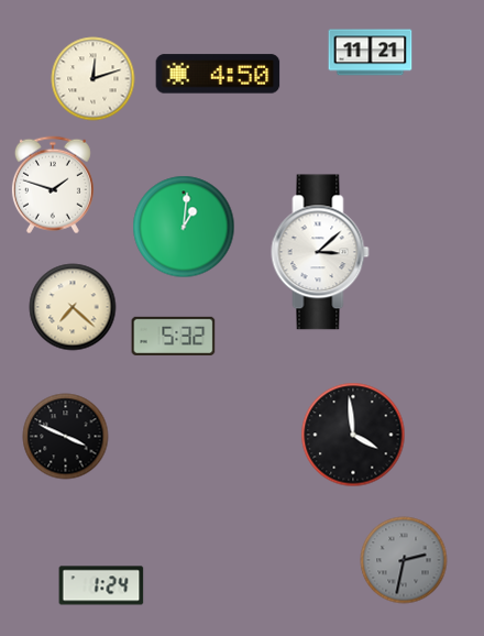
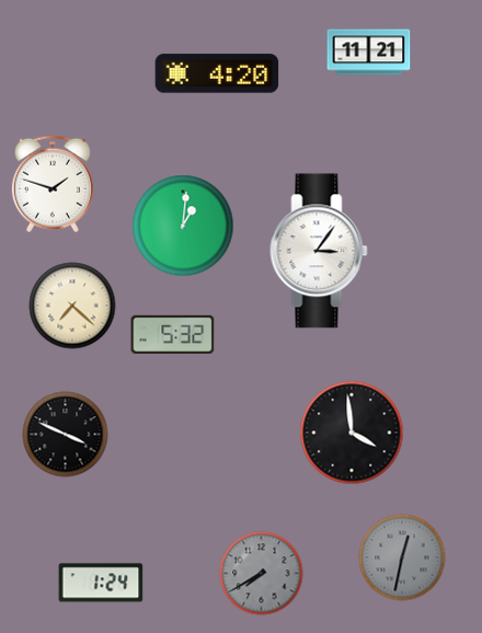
clock at (218, 74): 4:50 -> 4:20
clock at (94, 79): 12:12 -> none
clock at (320, 252): 3:08 -> 3:06
clock at (404, 560): 2:32 -> 12:32
clock at (262, 574): none -> 7:40
